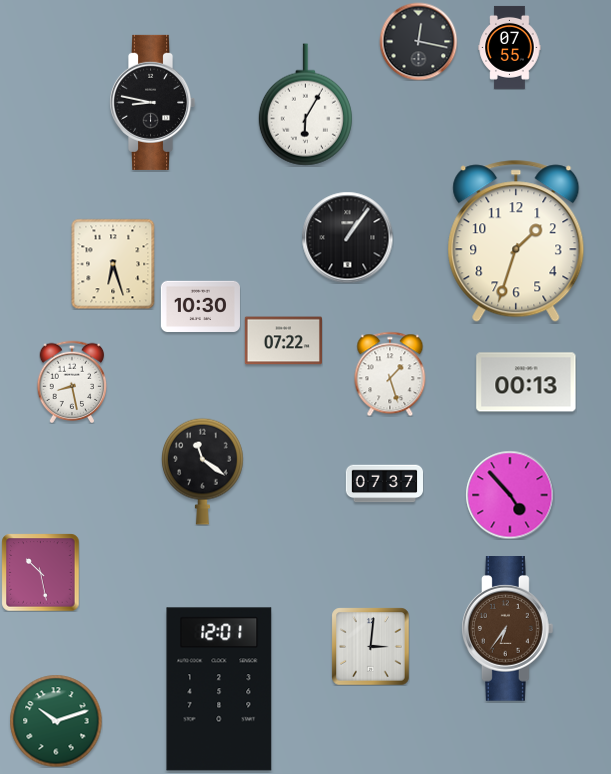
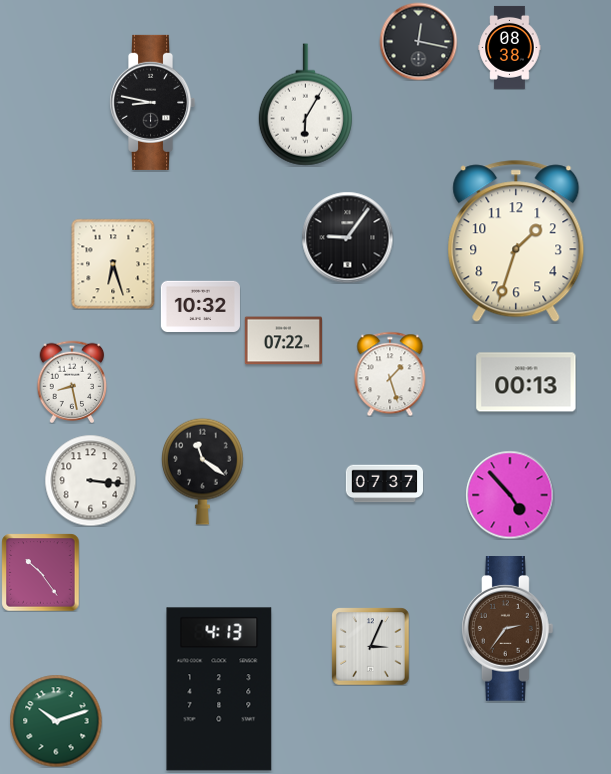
clock at (510, 47): 07:55 -> 08:38
clock at (347, 237): 1:06 -> 9:06
clock at (200, 306): 10:30 -> 10:32
clock at (90, 480): none -> 3:16
clock at (40, 572): 10:28 -> 10:24
clock at (507, 629): 6:36 -> 2:36
clock at (370, 646): 3:01 -> 3:04
clock at (219, 689): 12:01 -> 4:13
